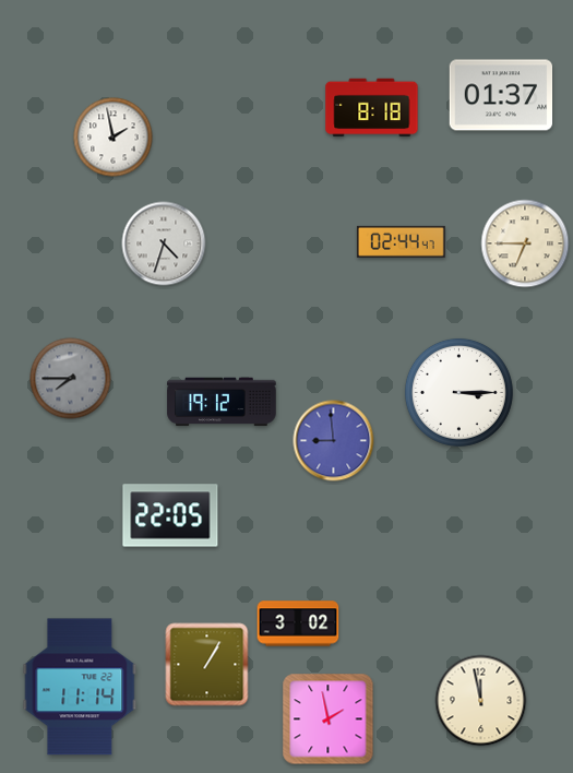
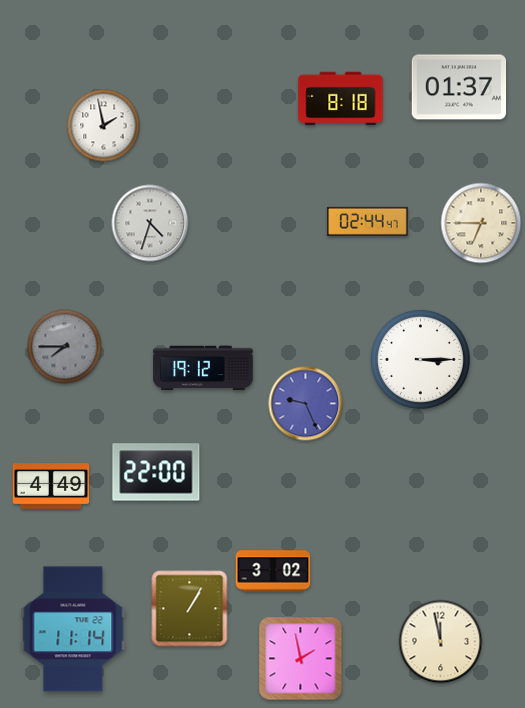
clock at (334, 441): 8:59 -> 9:26
clock at (170, 515): 22:05 -> 22:00
clock at (51, 486): none -> 4:49
